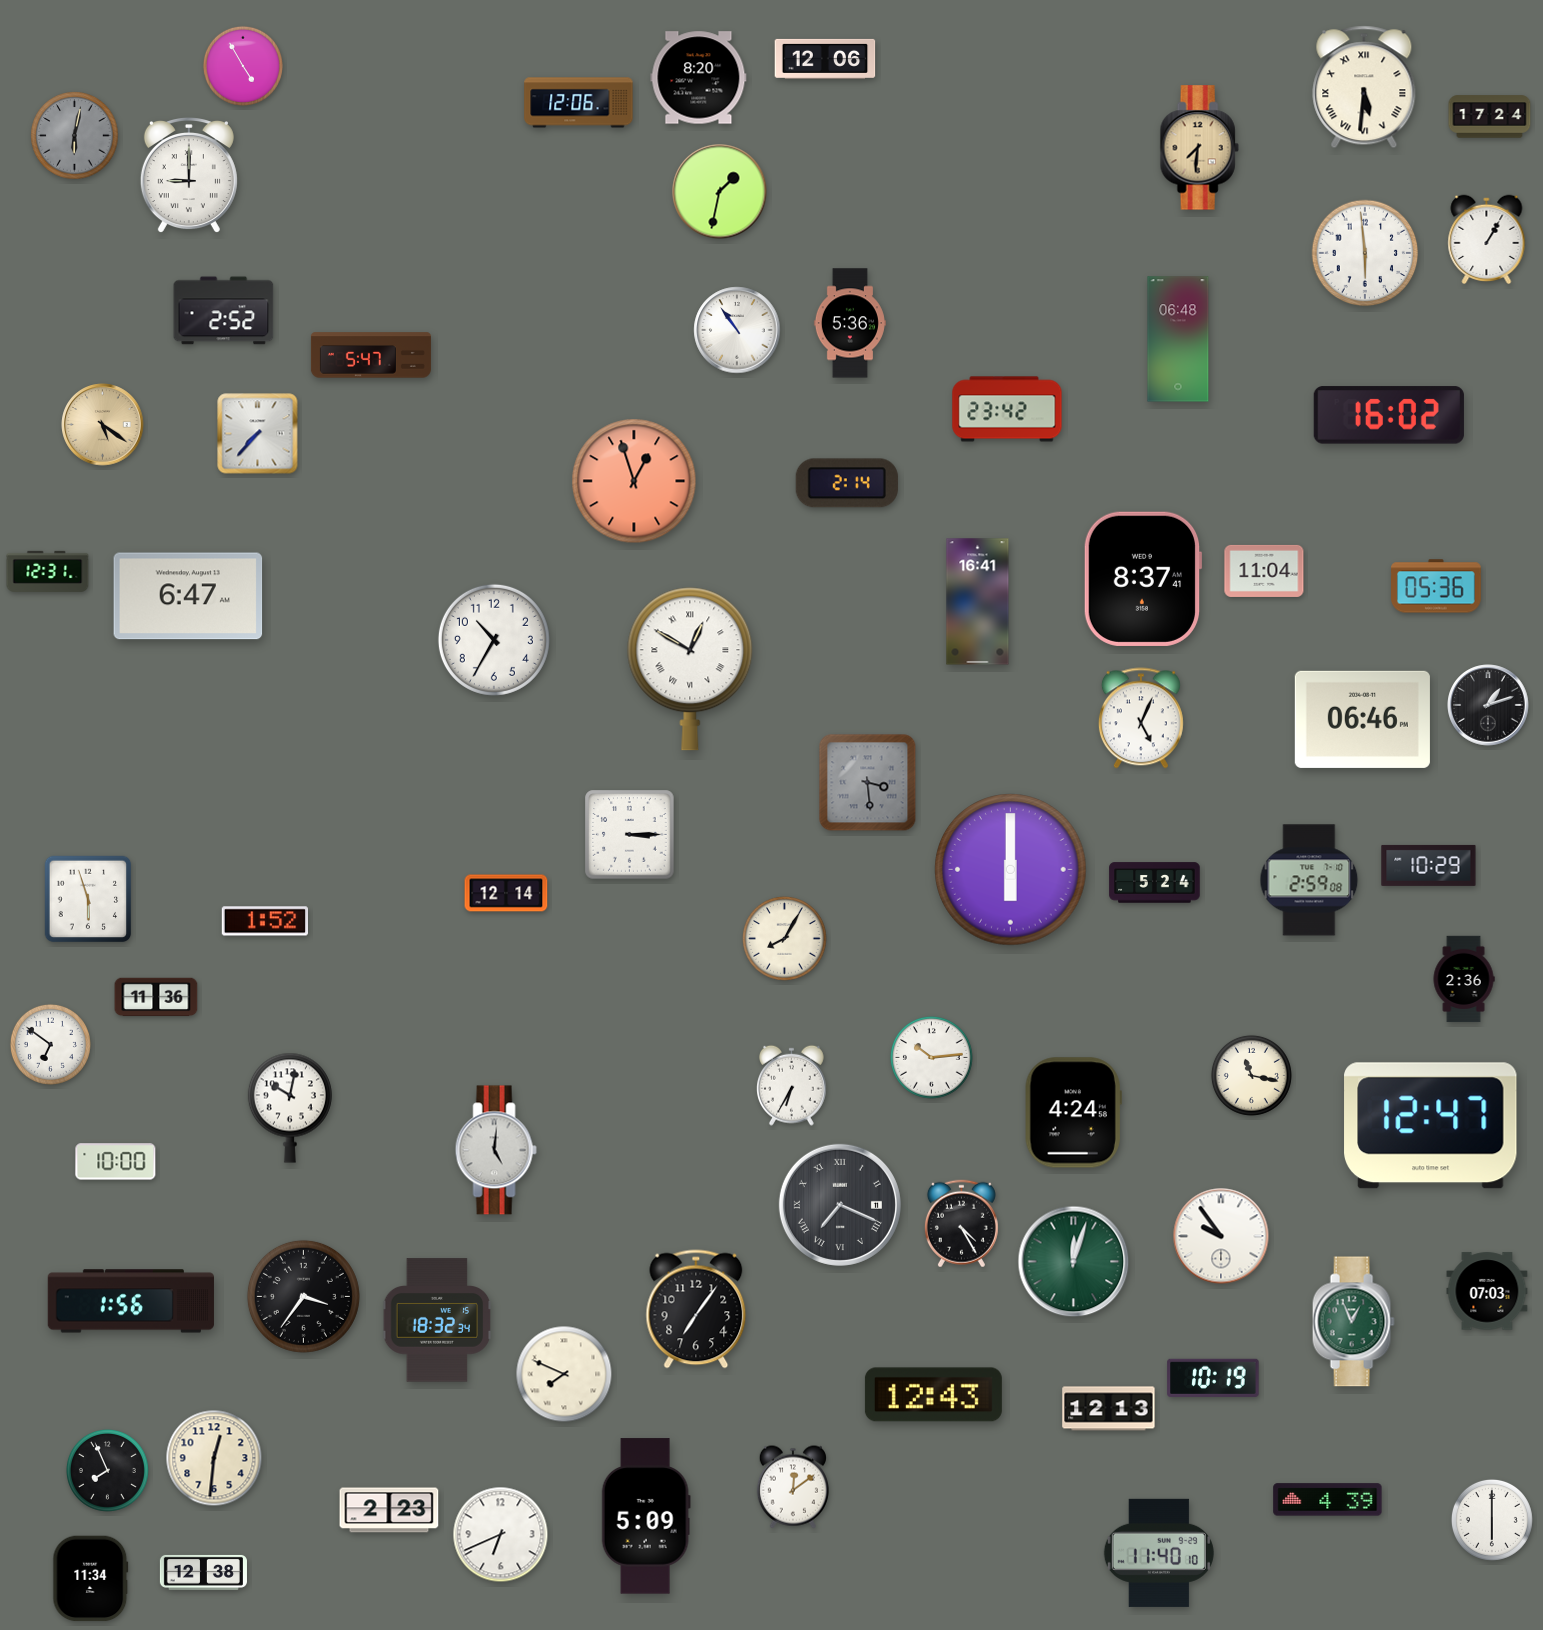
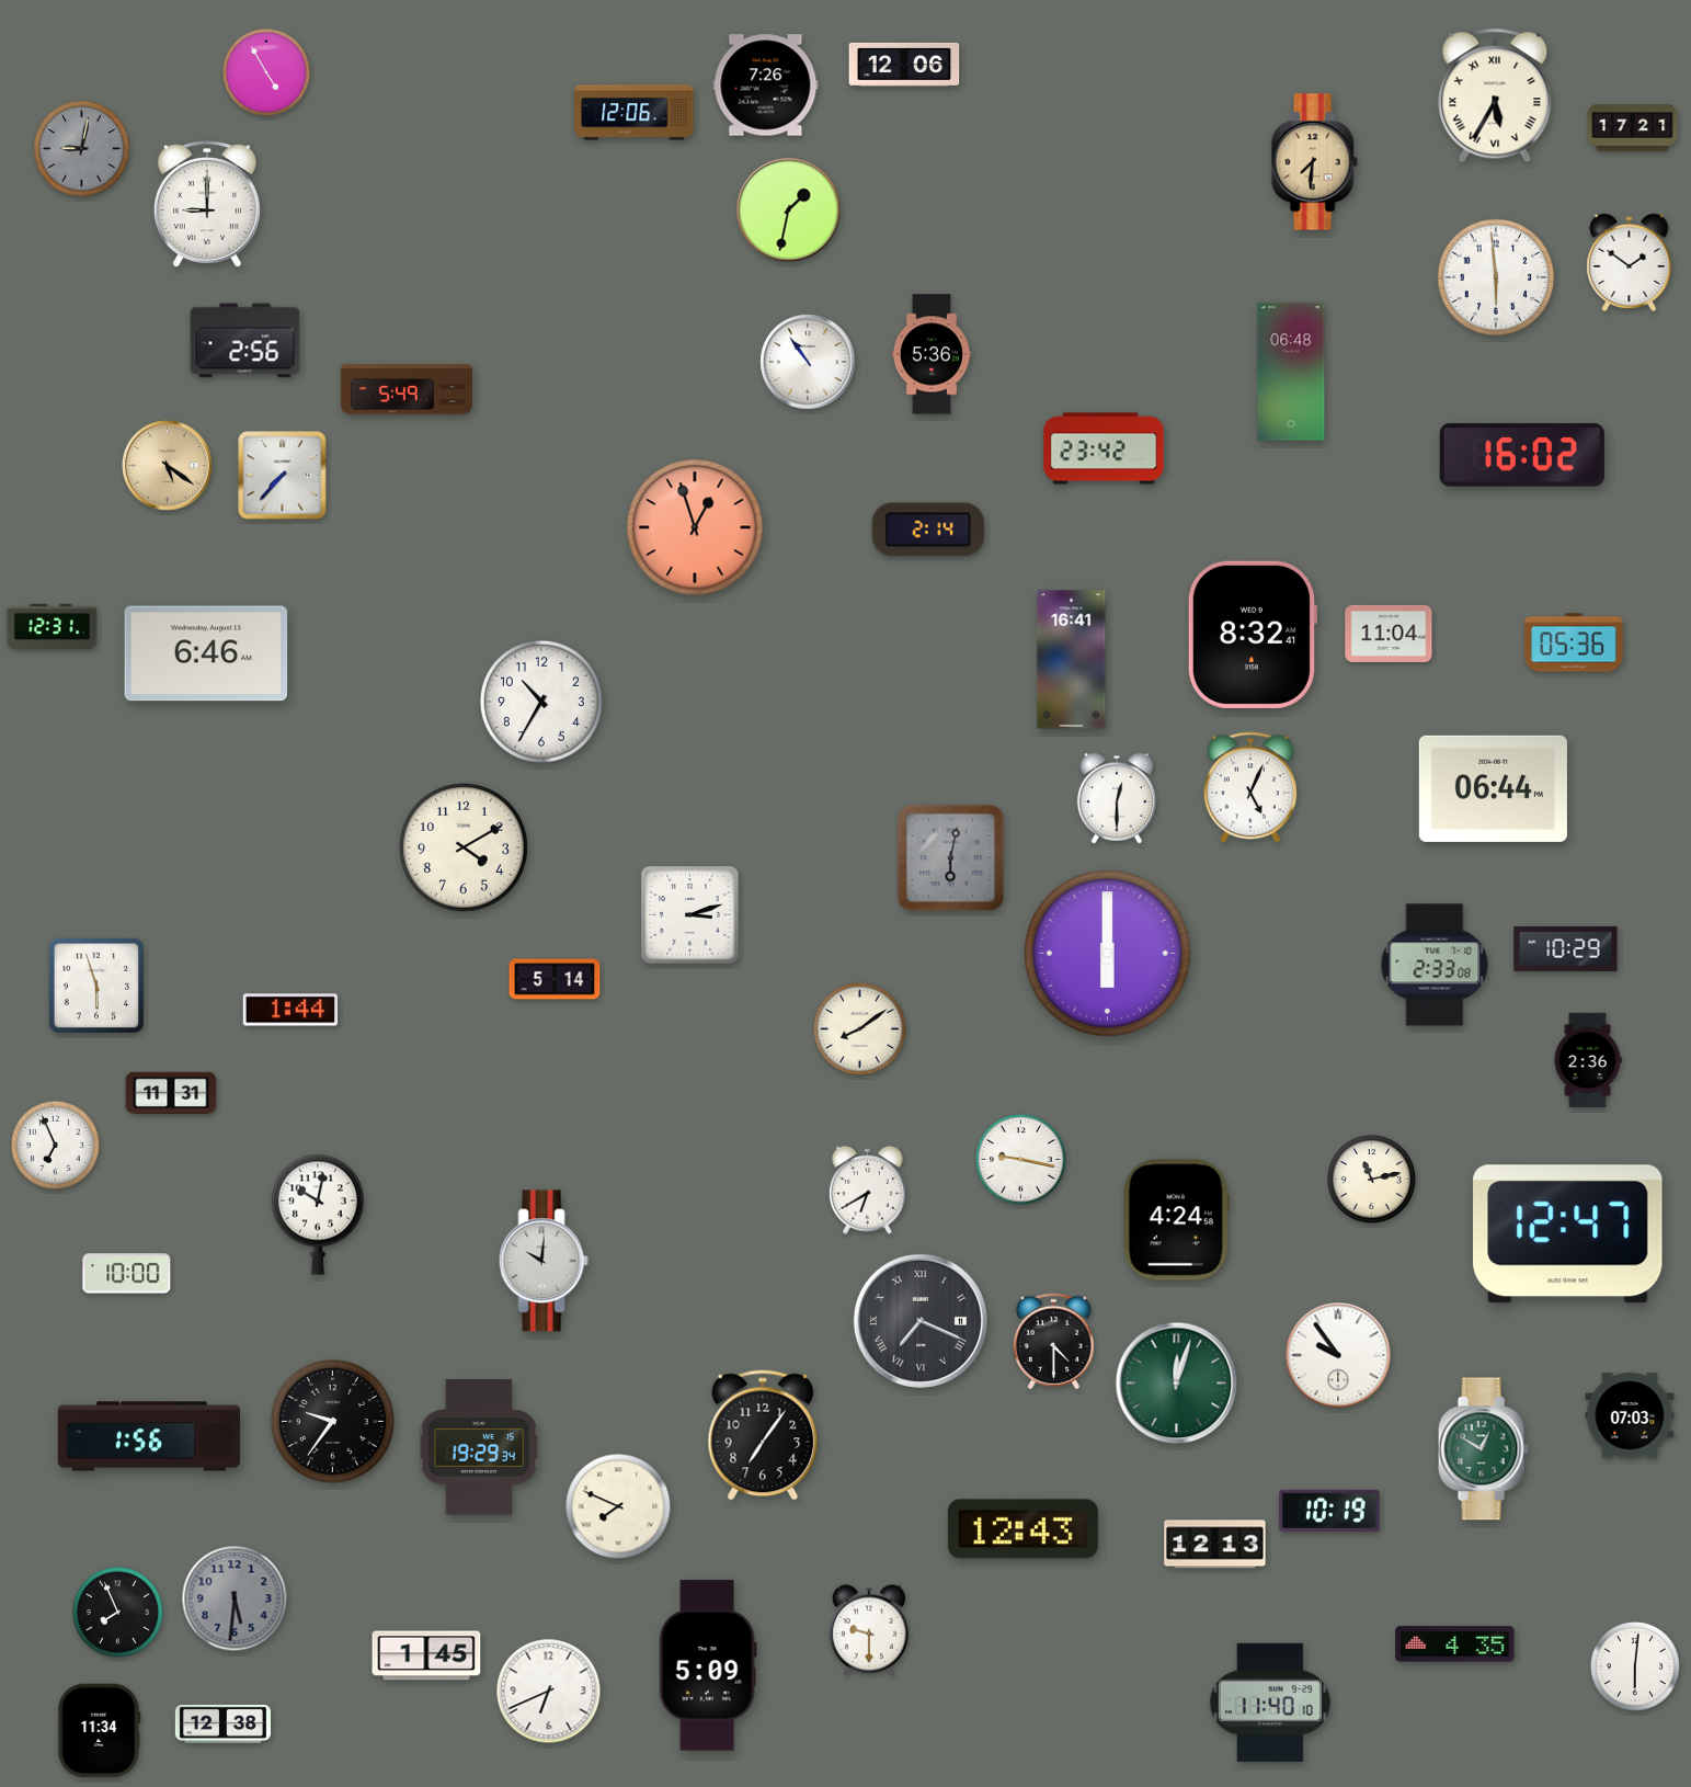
clock at (699, 78): 8:20 -> 7:26
clock at (1364, 87): 5:31 -> 5:35
clock at (1490, 117): 17:24 -> 17:21
clock at (75, 136): 6:02 -> 9:02
clock at (189, 176) position: (189, 176) -> (207, 205)
clock at (1487, 240): 1:05 -> 1:51
clock at (224, 311): 2:52 -> 2:56
clock at (371, 355): 5:47 -> 5:49
clock at (103, 425) position: (103, 425) -> (168, 466)
clock at (1264, 571) position: (1264, 571) -> (1389, 634)
clock at (1143, 579): 8:37 -> 8:32
clock at (188, 596): 6:47 -> 6:46
clock at (690, 669): 12:50 -> none
clock at (1488, 705): 1:12 -> none
clock at (1362, 719): 06:46 -> 06:44
clock at (1117, 798): none -> 12:30
clock at (464, 847): none -> 4:10
clock at (868, 783): 3:29 -> 6:02
clock at (630, 835): 3:15 -> 3:12
clock at (1309, 880): 2:59 -> 2:33
clock at (1155, 883): 5:24 -> none
clock at (506, 893): 12:14 -> 5:14
clock at (264, 921): 1:52 -> 1:44
clock at (785, 939): 8:05 -> 8:09
clock at (1464, 979) position: (1464, 979) -> (1588, 1060)
clock at (156, 997): 11:36 -> 11:31
clock at (50, 1044): 6:51 -> 6:56
clock at (931, 1057): 10:14 -> 9:17
clock at (1251, 1075): 11:17 -> 11:13
clock at (791, 1085): 6:35 -> 6:40
clock at (496, 1150): 5:01 -> 10:01
clock at (961, 1224): 4:25 -> 4:30
clock at (303, 1296): 3:36 -> 9:36
clock at (131, 1301) position: (131, 1301) -> (149, 1436)
clock at (437, 1320): 18:32 -> 19:29
clock at (1353, 1322): 12:56 -> 12:50
clock at (214, 1458): 12:31 -> 5:31
clock at (214, 1458) dial: cream -> grey
clock at (793, 1487): 12:09 -> 9:30
clock at (1328, 1500): 4:39 -> 4:35
clock at (389, 1510): 2:23 -> 1:45
clock at (646, 1516) position: (646, 1516) -> (708, 1665)
clock at (1492, 1520): 6:00 -> 6:01
clock at (501, 1535) position: (501, 1535) -> (549, 1692)
